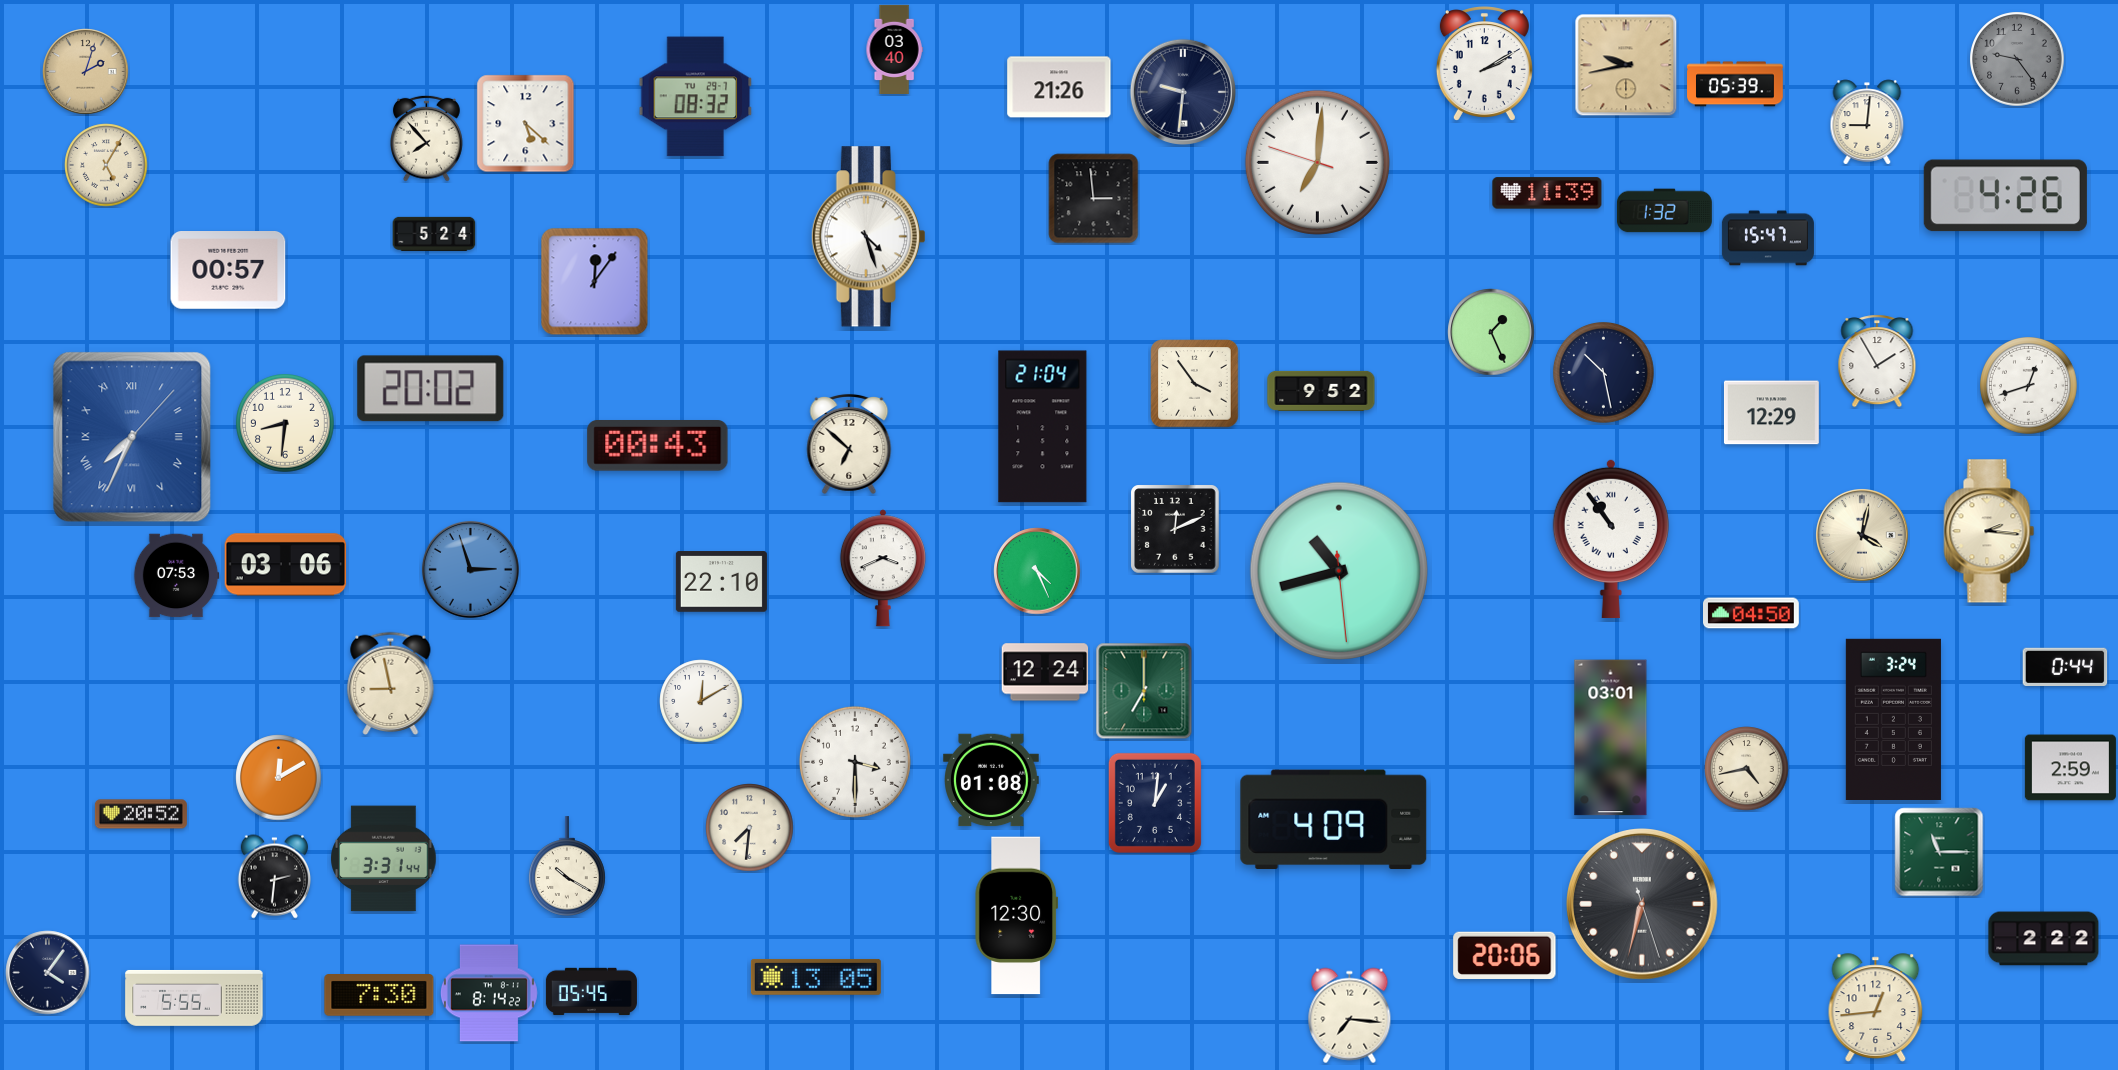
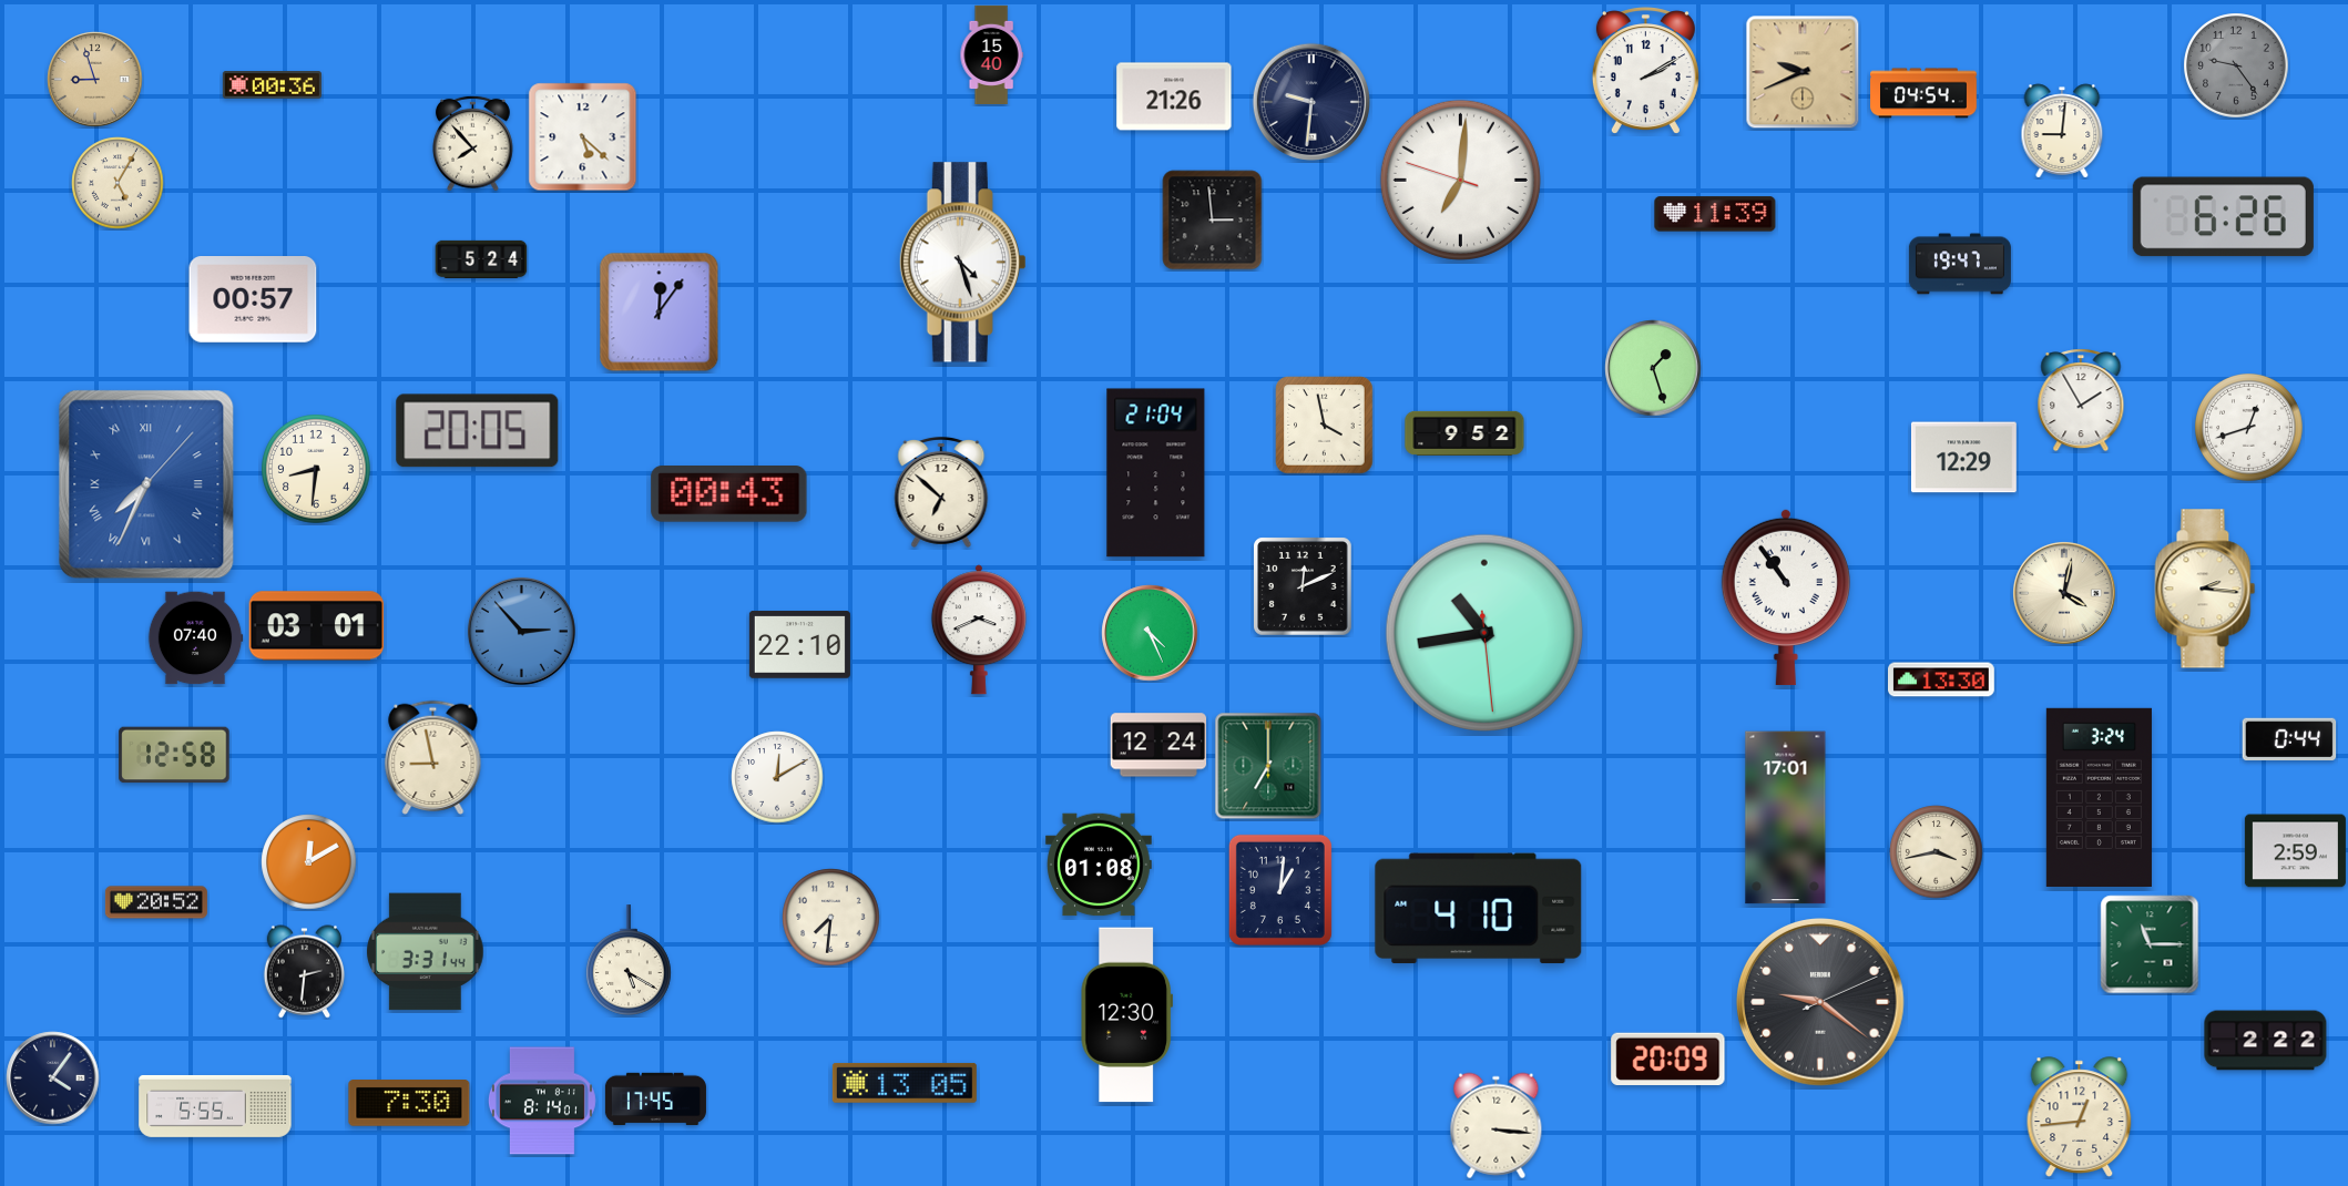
clock at (894, 49): 03:40 -> 15:40
clock at (1626, 65): 9:43 -> 9:41
clock at (86, 72): 2:03 -> 8:57
clock at (272, 85): none -> 00:36
clock at (1735, 84): 05:39 -> 04:54
clock at (696, 97): 08:32 -> none
clock at (1867, 122) position: (1867, 122) -> (2062, 131)
clock at (427, 138) position: (427, 138) -> (473, 143)
clock at (2005, 196): 4:26 -> 6:26
clock at (1664, 211): 1:32 -> none
clock at (1768, 238): 15:47 -> 19:47
clock at (1491, 332): 1:26 -> 1:27
clock at (1604, 373): 10:28 -> none
clock at (1195, 384): 3:54 -> 3:58
clock at (431, 389): 20:02 -> 20:05
clock at (286, 565): 03:06 -> 03:01
clock at (470, 569): 2:57 -> 2:53
clock at (1338, 570): 10:42 -> 10:43
clock at (176, 576): 07:53 -> 07:40
clock at (1751, 613): 04:50 -> 13:30
clock at (174, 755): none -> 12:58
clock at (1611, 738): 03:01 -> 17:01
clock at (855, 762): 3:30 -> none
clock at (1747, 769): 4:43 -> 3:43
clock at (1334, 820): 4:09 -> 4:10
clock at (567, 866): 10:20 -> 5:20
clock at (1642, 904): 6:32 -> 9:21
clock at (1505, 956): 20:06 -> 20:09
clock at (591, 992): 05:45 -> 17:45
clock at (489, 993): 8:14:22 -> 8:14:01
clock at (379, 995) position: (379, 995) -> (409, 1103)
clock at (1350, 1016): 7:16 -> 3:16
